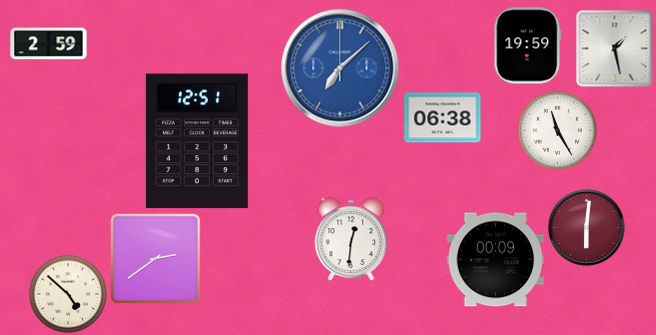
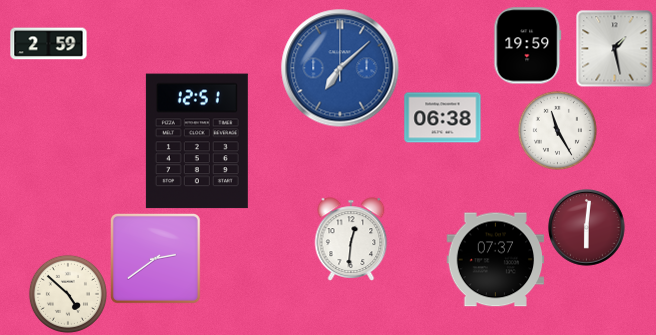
clock at (496, 260): 00:09 -> 07:37
